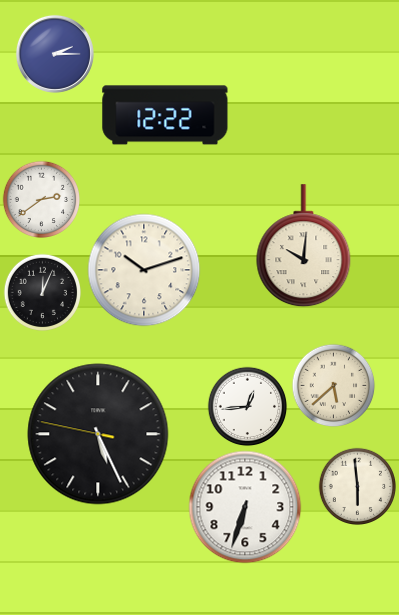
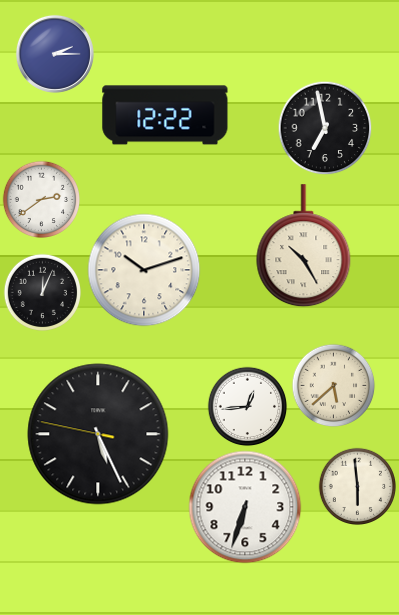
clock at (325, 128): none -> 6:58
clock at (304, 246): 10:01 -> 10:25
